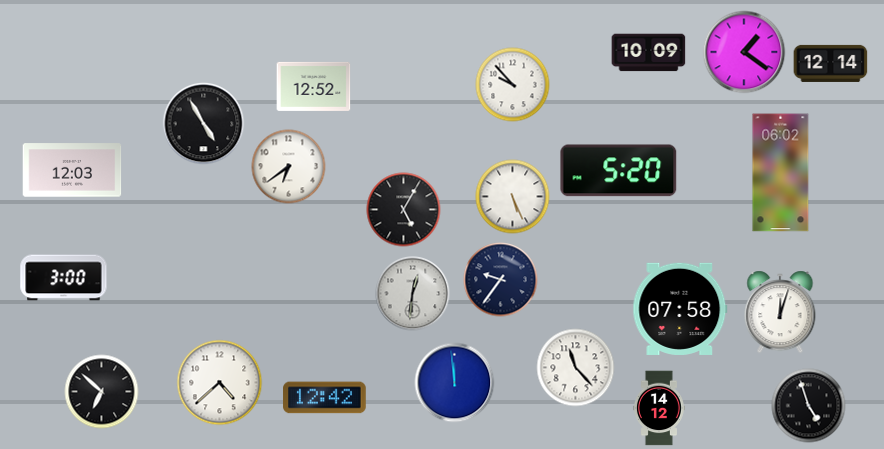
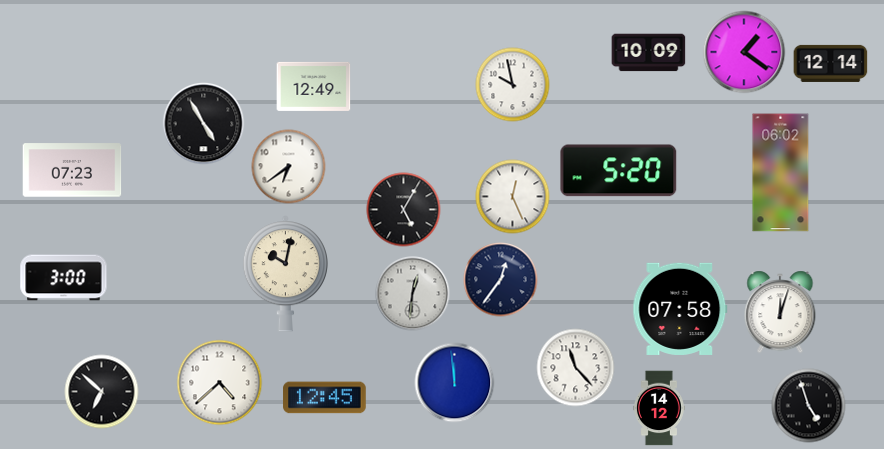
clock at (513, 85): 9:53 -> 9:58
clock at (314, 86): 12:52 -> 12:49
clock at (72, 170): 12:03 -> 07:23
clock at (513, 197): 5:26 -> 12:26
clock at (285, 274): none -> 10:02
clock at (501, 280): 9:36 -> 12:36
clock at (325, 398): 12:42 -> 12:45
